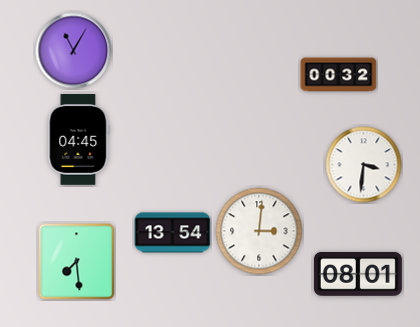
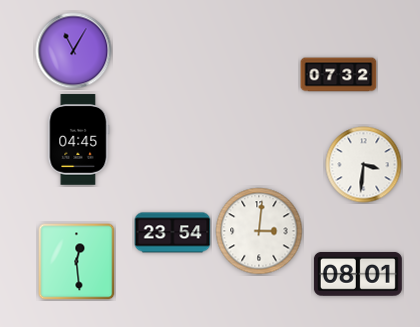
clock at (339, 75): 00:32 -> 07:32
clock at (173, 233): 13:54 -> 23:54
clock at (77, 262): 7:29 -> 12:29
